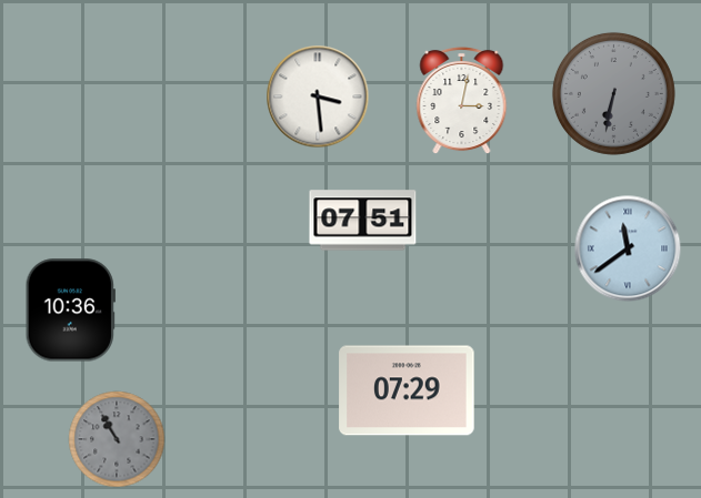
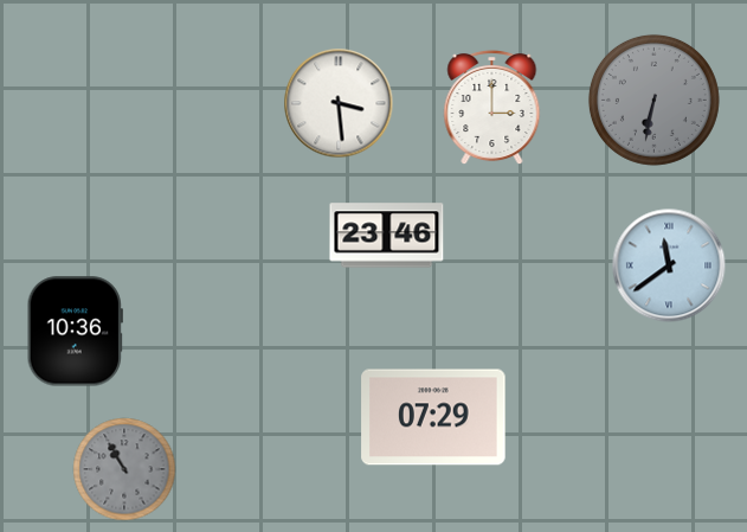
clock at (462, 101): 3:02 -> 3:00
clock at (363, 221): 07:51 -> 23:46
